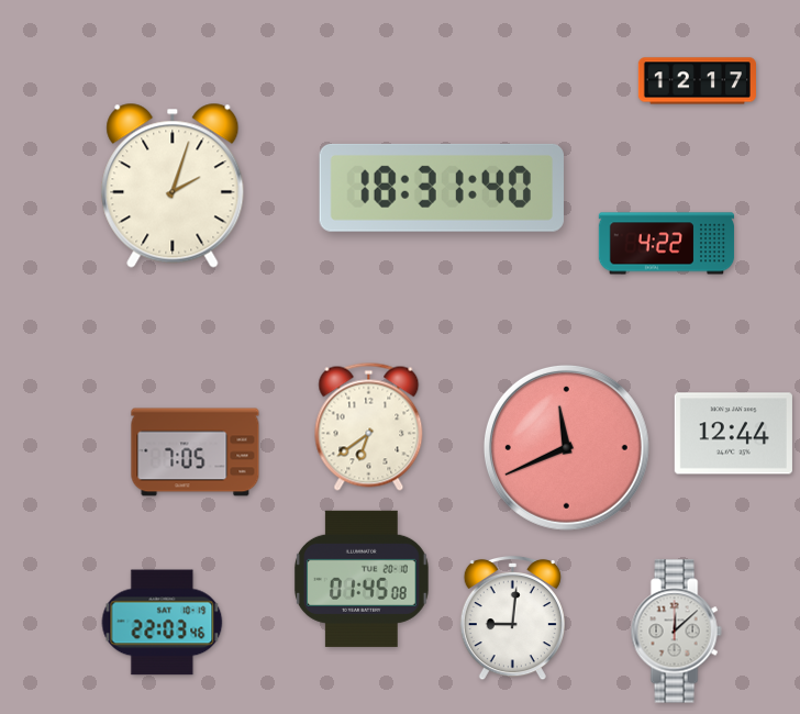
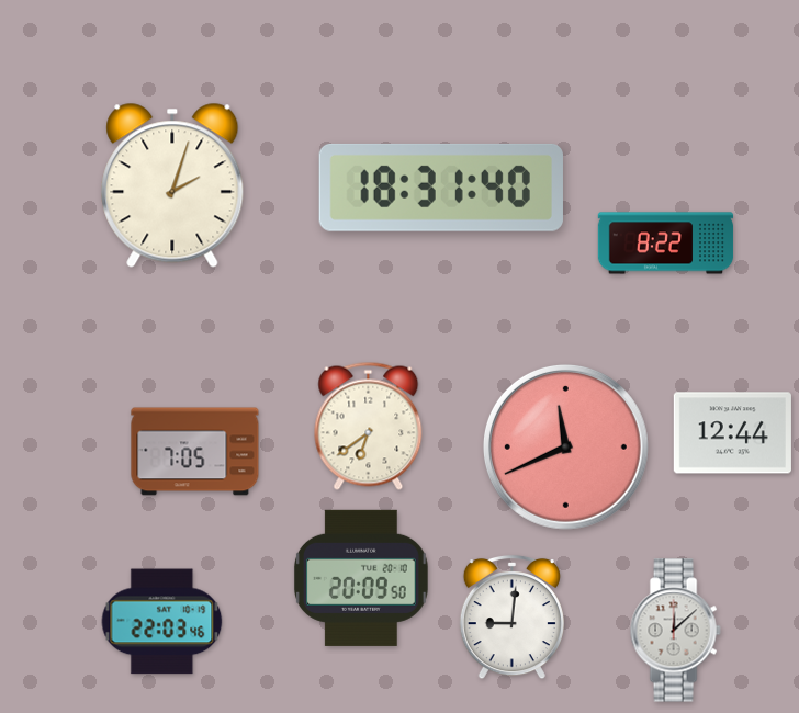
clock at (697, 81): 12:17 -> none
clock at (667, 244): 4:22 -> 8:22
clock at (362, 579): 01:45 -> 20:09
